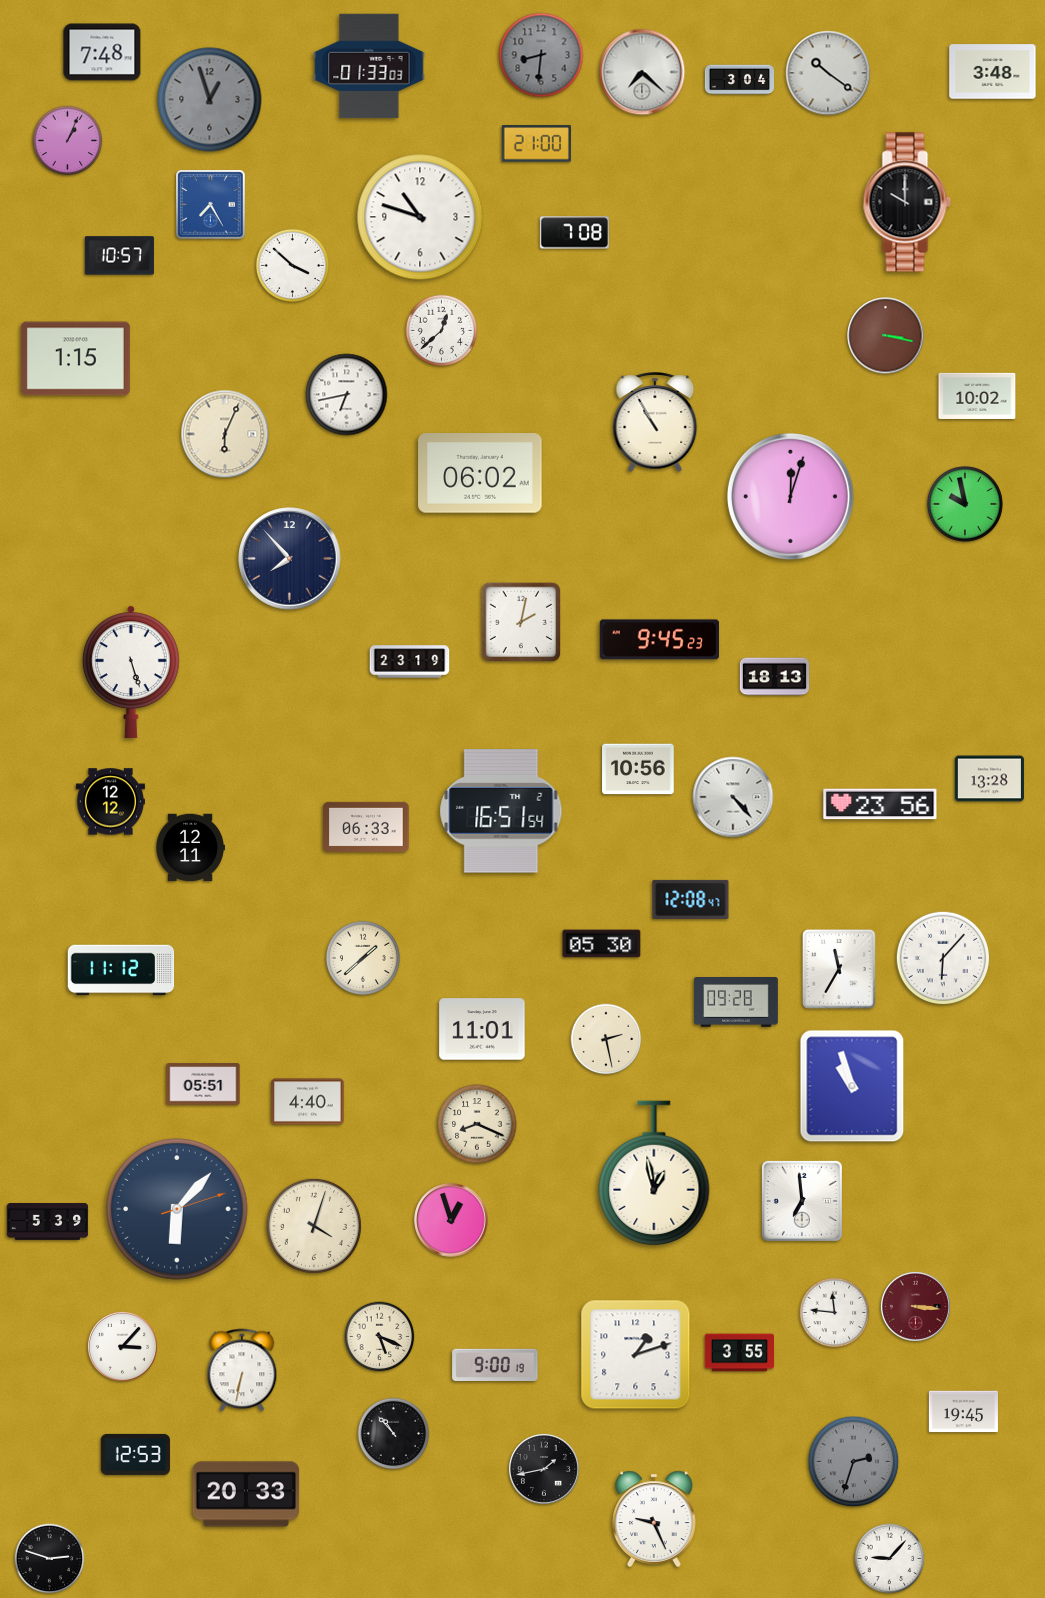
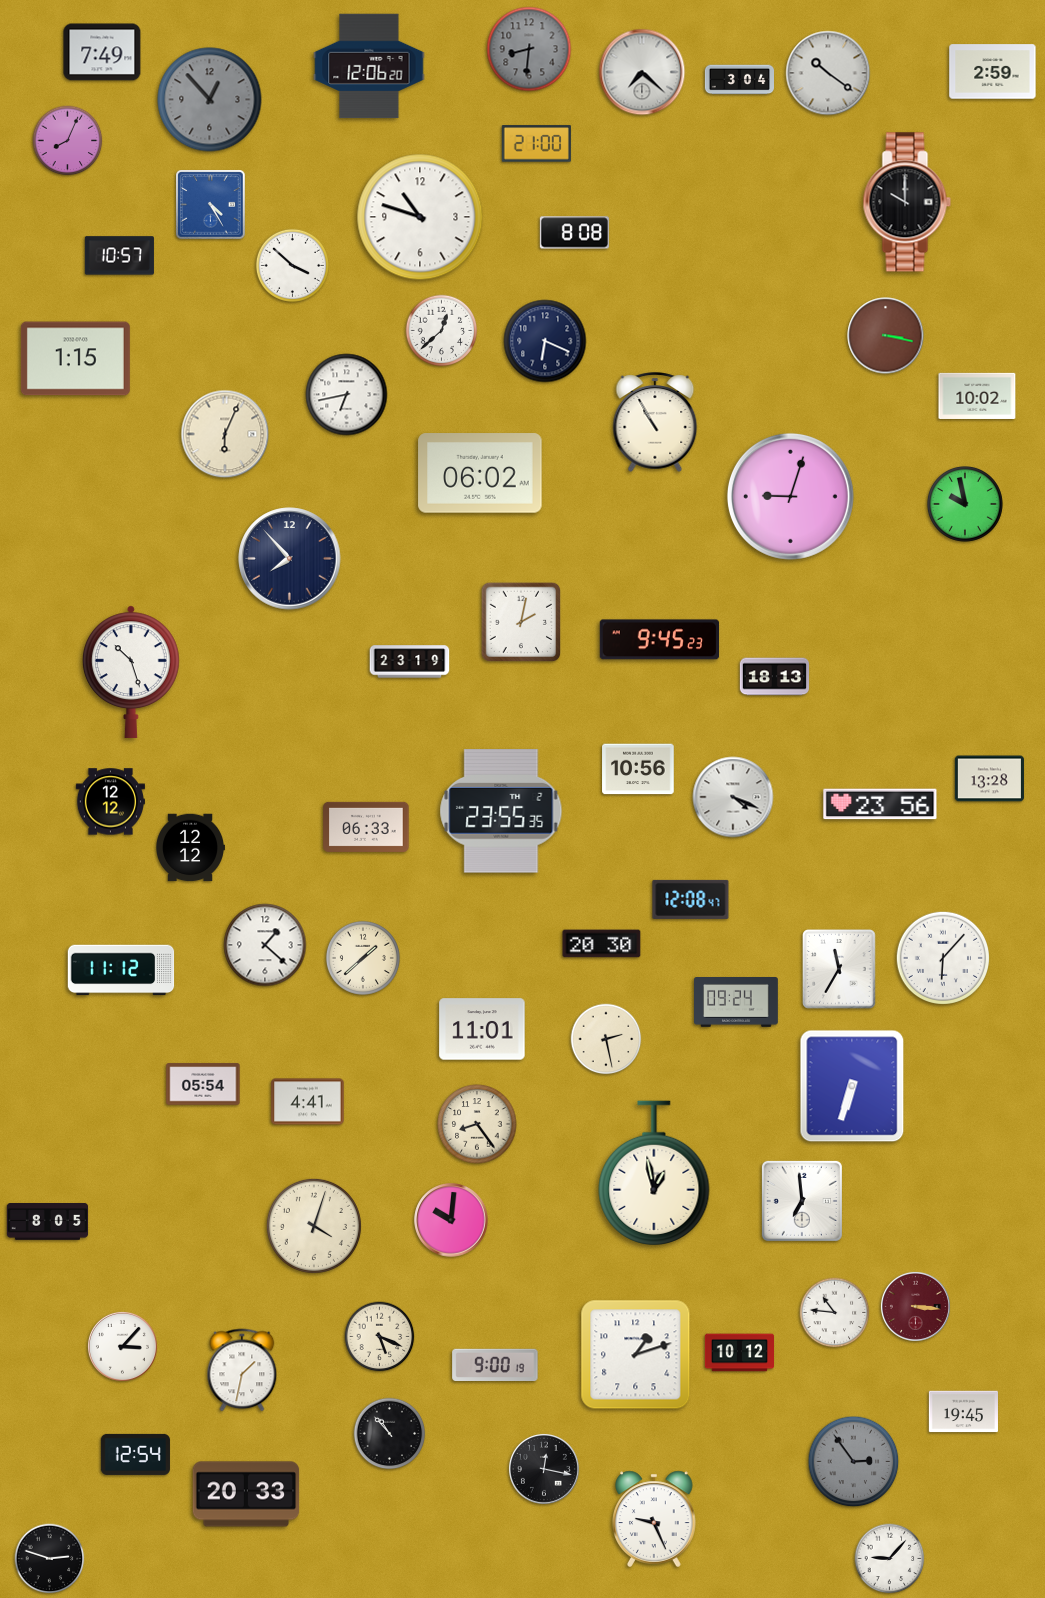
clock at (102, 52): 7:48 -> 7:49
clock at (541, 55) position: (541, 55) -> (529, 49)
clock at (369, 66): 01:33 -> 12:06
clock at (993, 72): 3:48 -> 2:59
clock at (210, 100): 12:57 -> 12:53
clock at (68, 141): 1:04 -> 8:04
clock at (211, 205): 7:25 -> 4:25
clock at (574, 233): 7:08 -> 8:08
clock at (545, 341): none -> 6:19
clock at (790, 496): 12:03 -> 9:03
clock at (131, 672): 5:27 -> 10:27
clock at (733, 797): 4:23 -> 4:19
clock at (501, 811): 16:51 -> 23:55
clock at (191, 848): 12:11 -> 12:12
clock at (602, 944): 05:30 -> 20:30
clock at (265, 945): none -> 1:22
clock at (737, 1003): 09:28 -> 09:24
clock at (203, 1084): 05:51 -> 05:54
clock at (852, 1086): 10:57 -> 6:33
clock at (308, 1102): 4:40 -> 4:41
clock at (477, 1124): 8:19 -> 8:24
clock at (177, 1209): 6:07 -> none
clock at (451, 1220): 12:57 -> 10:01
clock at (48, 1222): 5:39 -> 8:05
clock at (835, 1313): 11:46 -> 10:46
clock at (739, 1353): 3:55 -> 10:12
clock at (242, 1370): 6:32 -> 1:32
clock at (394, 1434) position: (394, 1434) -> (390, 1434)
clock at (135, 1454): 12:53 -> 12:54
clock at (854, 1462): 2:33 -> 2:54
clock at (544, 1469): 1:43 -> 12:17
